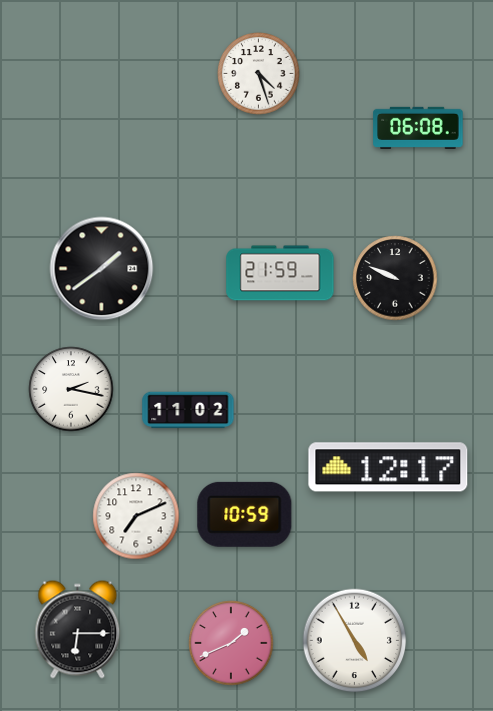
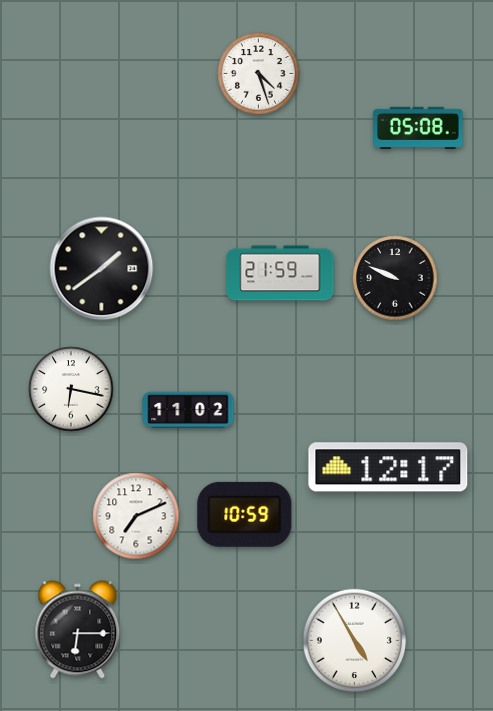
clock at (418, 128): 06:08 -> 05:08
clock at (71, 389): 2:17 -> 6:17
clock at (231, 643): 1:41 -> none
